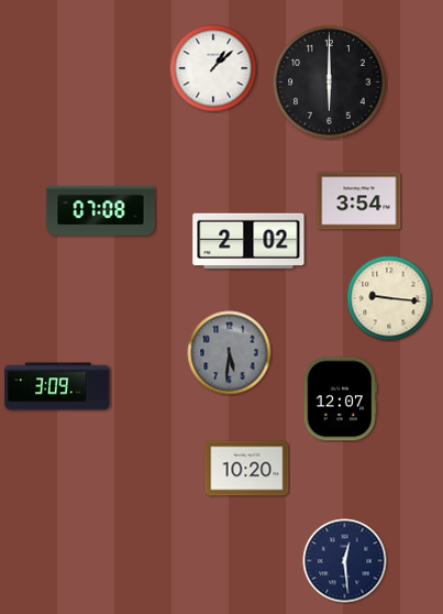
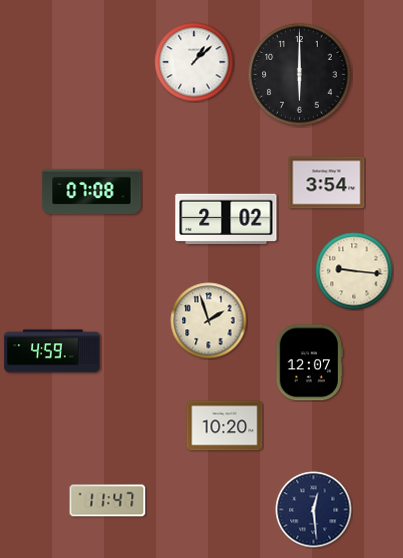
clock at (230, 353): 5:31 -> 1:57
clock at (230, 353) dial: grey -> cream
clock at (57, 386): 3:09 -> 4:59
clock at (108, 501): none -> 11:47
